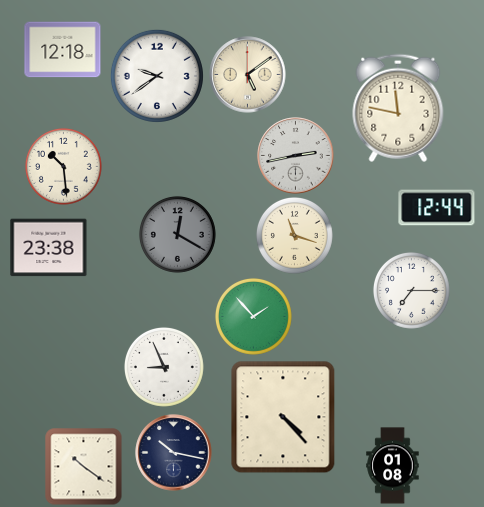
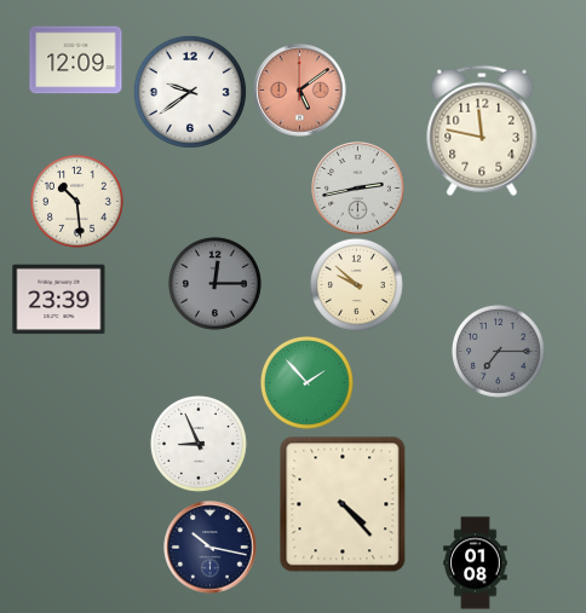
clock at (63, 50): 12:18 -> 12:09
clock at (248, 75) dial: cream -> salmon
clock at (437, 208): 12:44 -> none
clock at (177, 234): 12:20 -> 12:15
clock at (294, 235): 11:18 -> 9:52
clock at (49, 248): 23:38 -> 23:39
clock at (411, 290) dial: white -> grey
clock at (84, 467): 10:21 -> none
